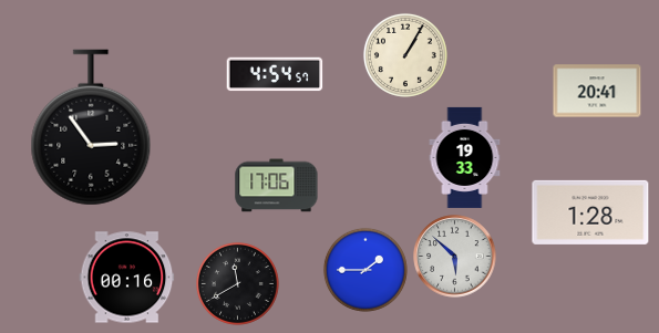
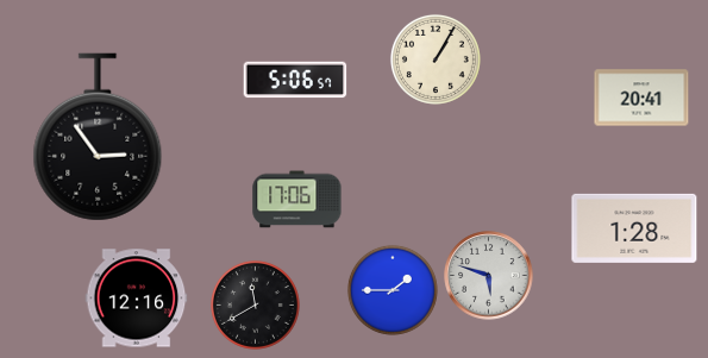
clock at (275, 74): 4:54 -> 5:06
clock at (465, 157): 19:33 -> none
clock at (455, 257): 5:52 -> 5:48
clock at (127, 278): 00:16 -> 12:16
